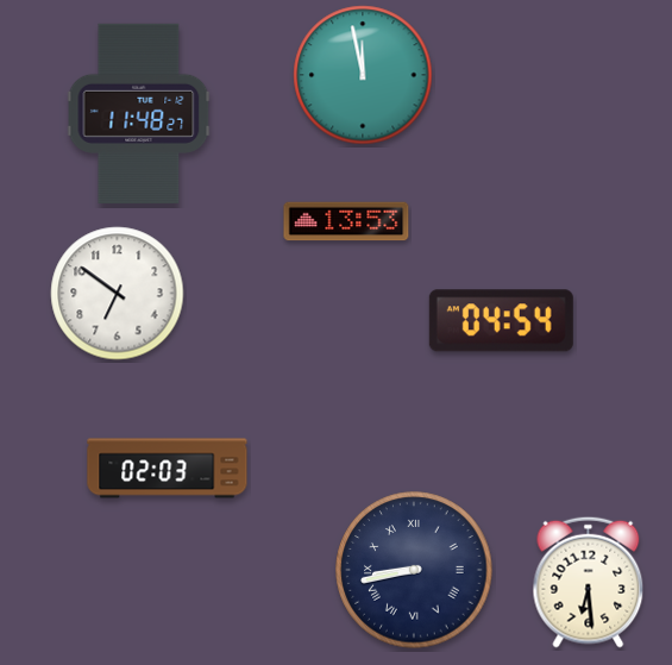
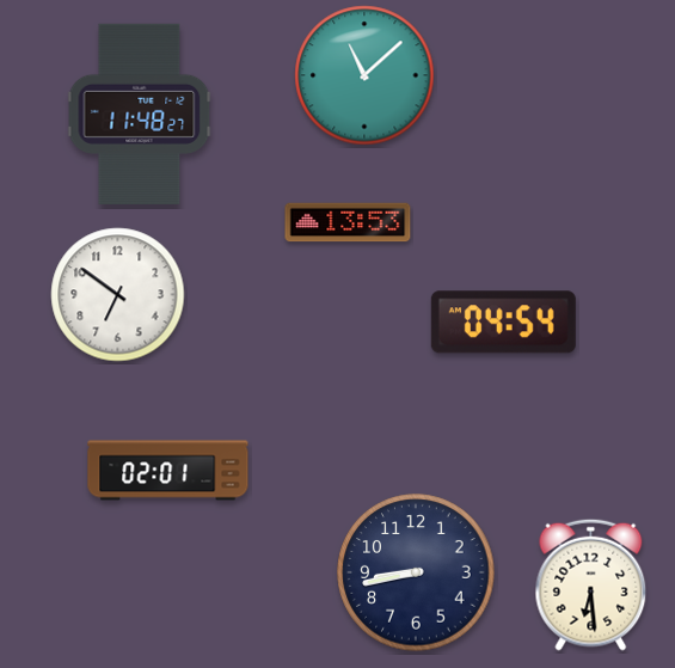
clock at (363, 75): 11:58 -> 11:08
clock at (168, 469): 02:03 -> 02:01
clock at (414, 570) numerals: Roman -> Arabic
